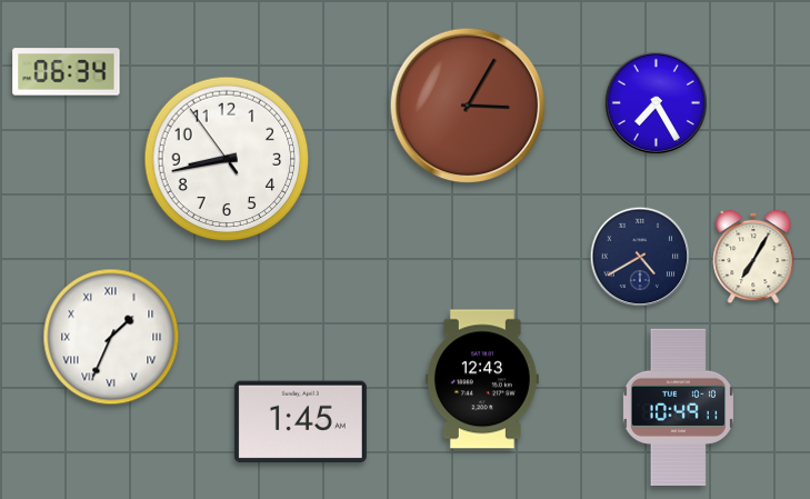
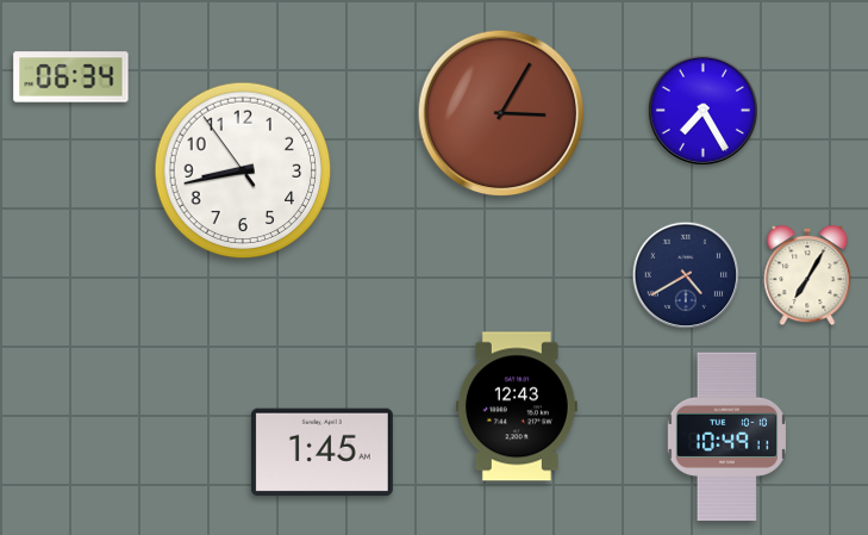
clock at (111, 337): 1:34 -> none
